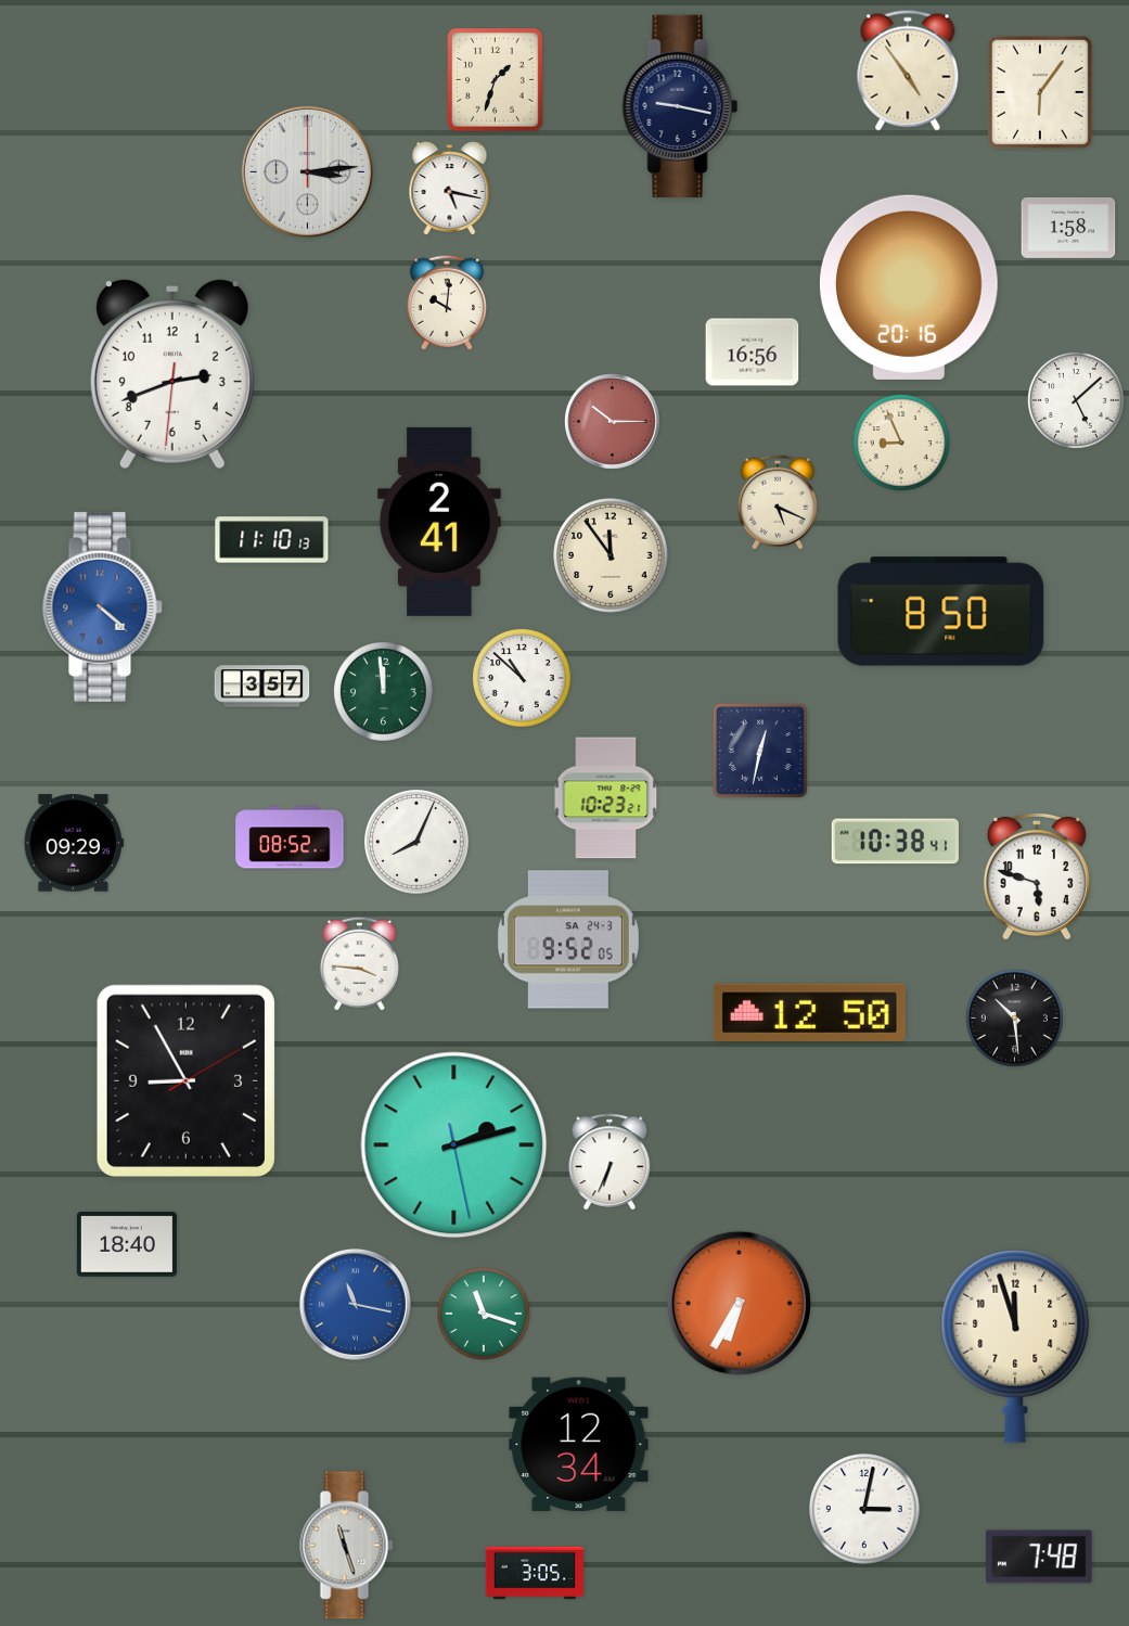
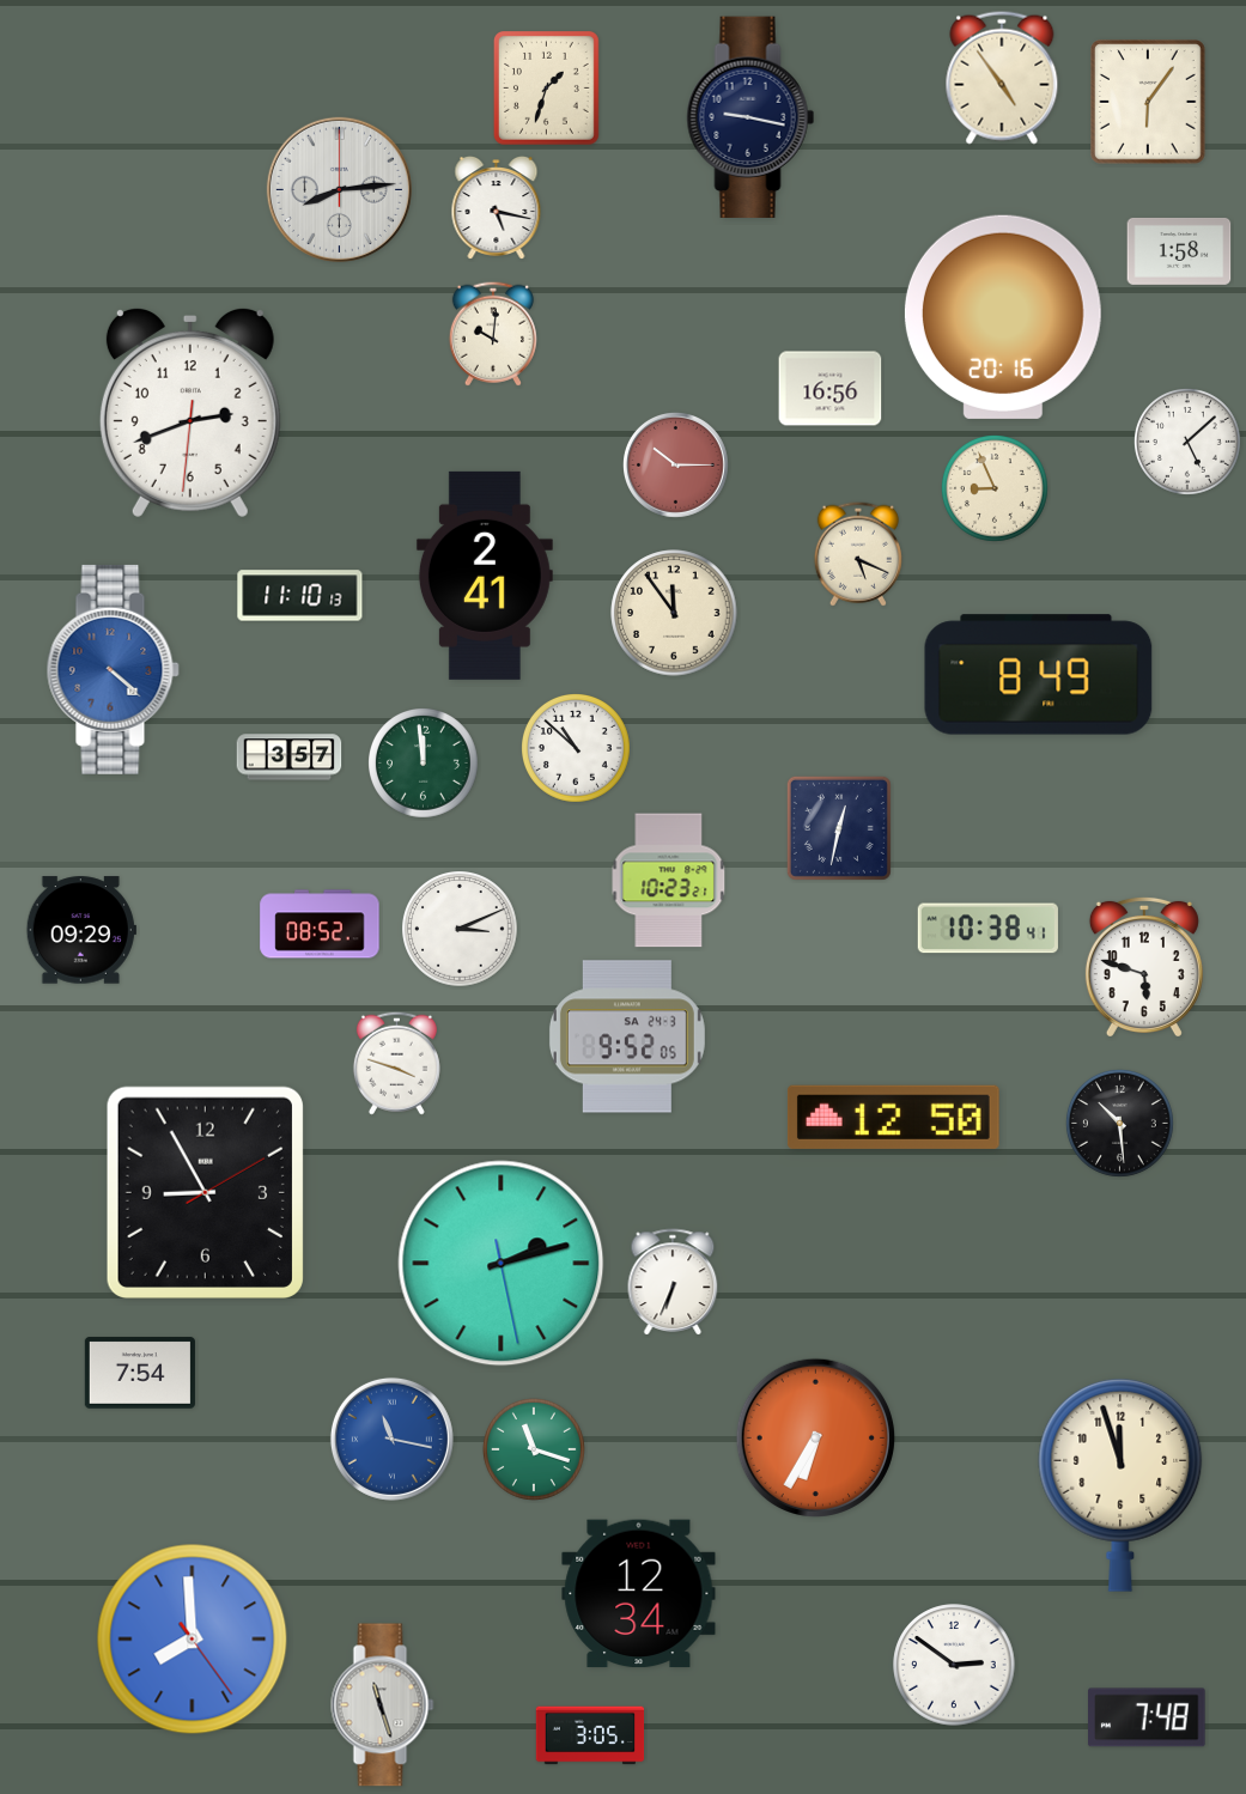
clock at (307, 171): 3:14 -> 8:14
clock at (941, 612): 8:50 -> 8:49
clock at (416, 842): 8:04 -> 3:11
clock at (359, 963): 3:46 -> 3:48
clock at (127, 1244): 18:40 -> 7:54
clock at (193, 1640): none -> 7:59
clock at (864, 1509): 3:02 -> 2:51
